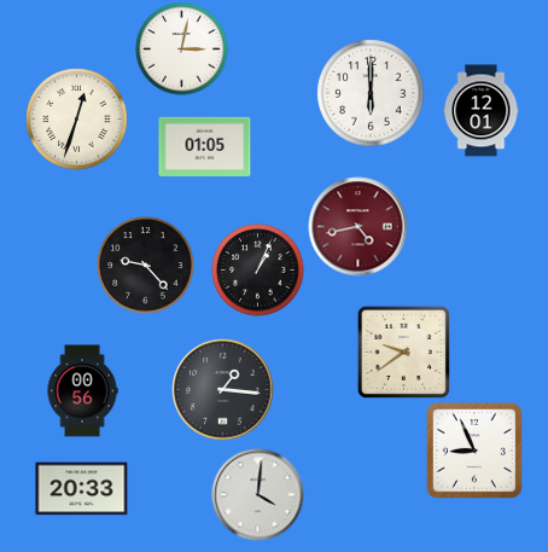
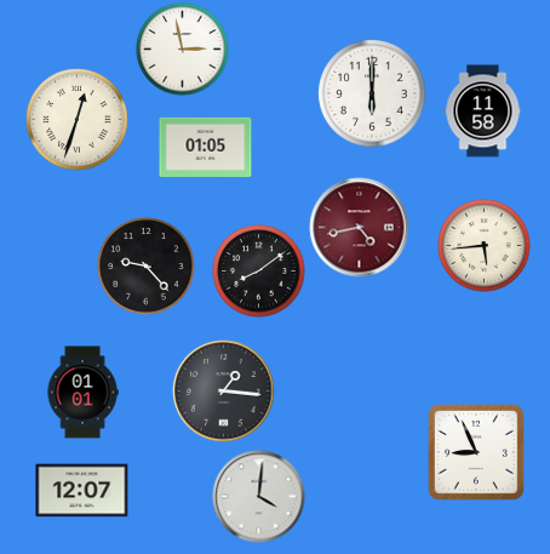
clock at (182, 50): 3:02 -> 2:58
clock at (482, 111): 12:01 -> 11:58
clock at (485, 246): none -> 5:44
clock at (258, 271): 1:04 -> 8:09
clock at (403, 351): 9:39 -> none
clock at (82, 391): 00:56 -> 01:01
clock at (82, 489): 20:33 -> 12:07
